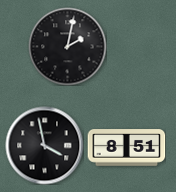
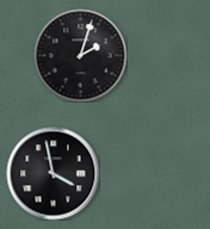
clock at (67, 46): 2:02 -> 2:03
clock at (126, 148): 8:51 -> none
